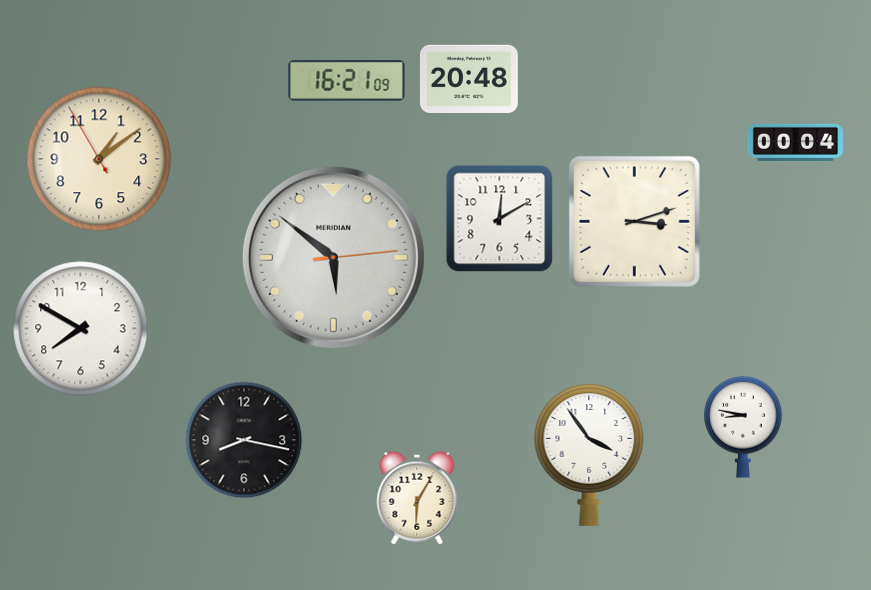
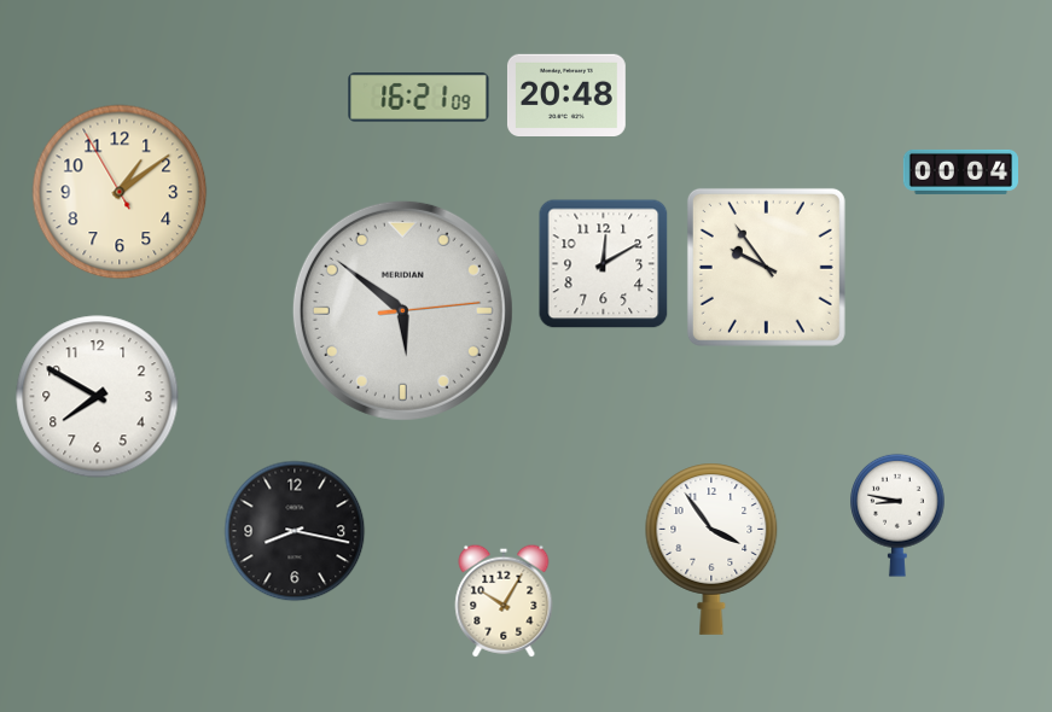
clock at (634, 221): 3:12 -> 9:54
clock at (417, 498): 6:05 -> 10:05
